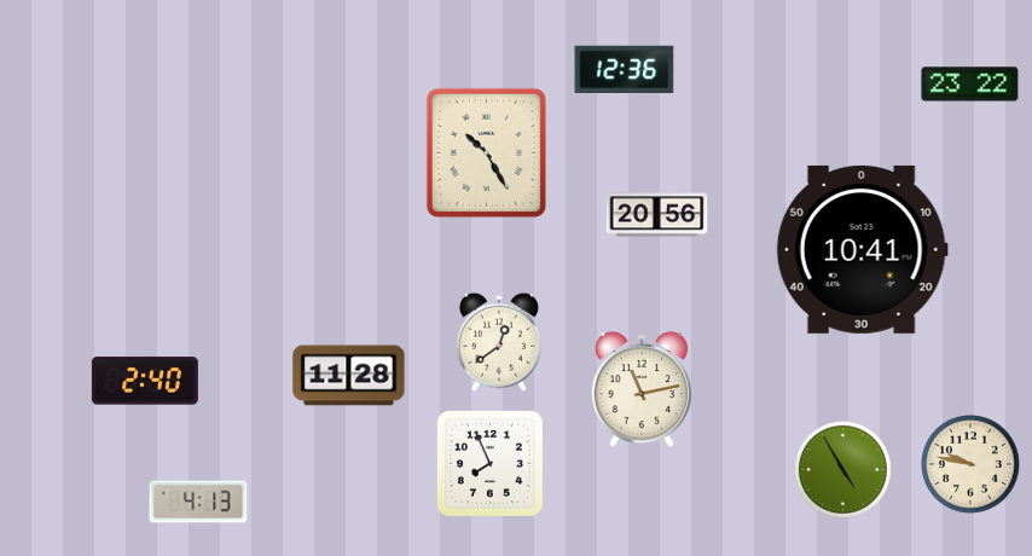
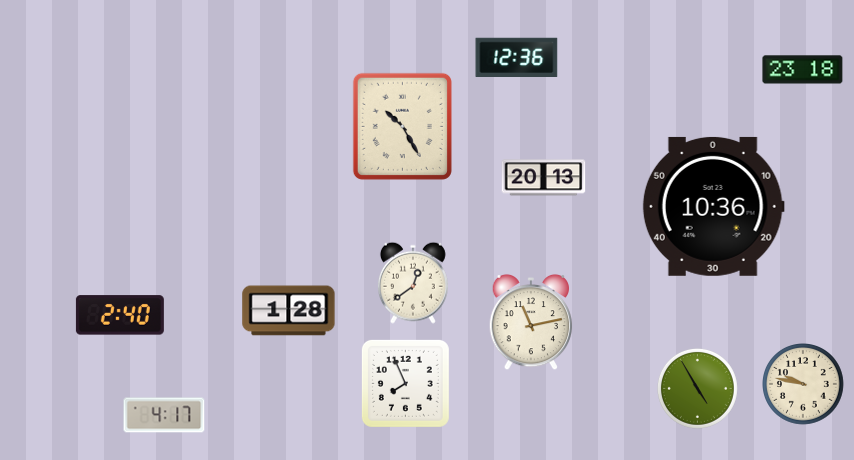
clock at (970, 85): 23:22 -> 23:18
clock at (657, 215): 20:56 -> 20:13
clock at (862, 249): 10:41 -> 10:36
clock at (349, 376): 11:28 -> 1:28
clock at (198, 502): 4:13 -> 4:17
